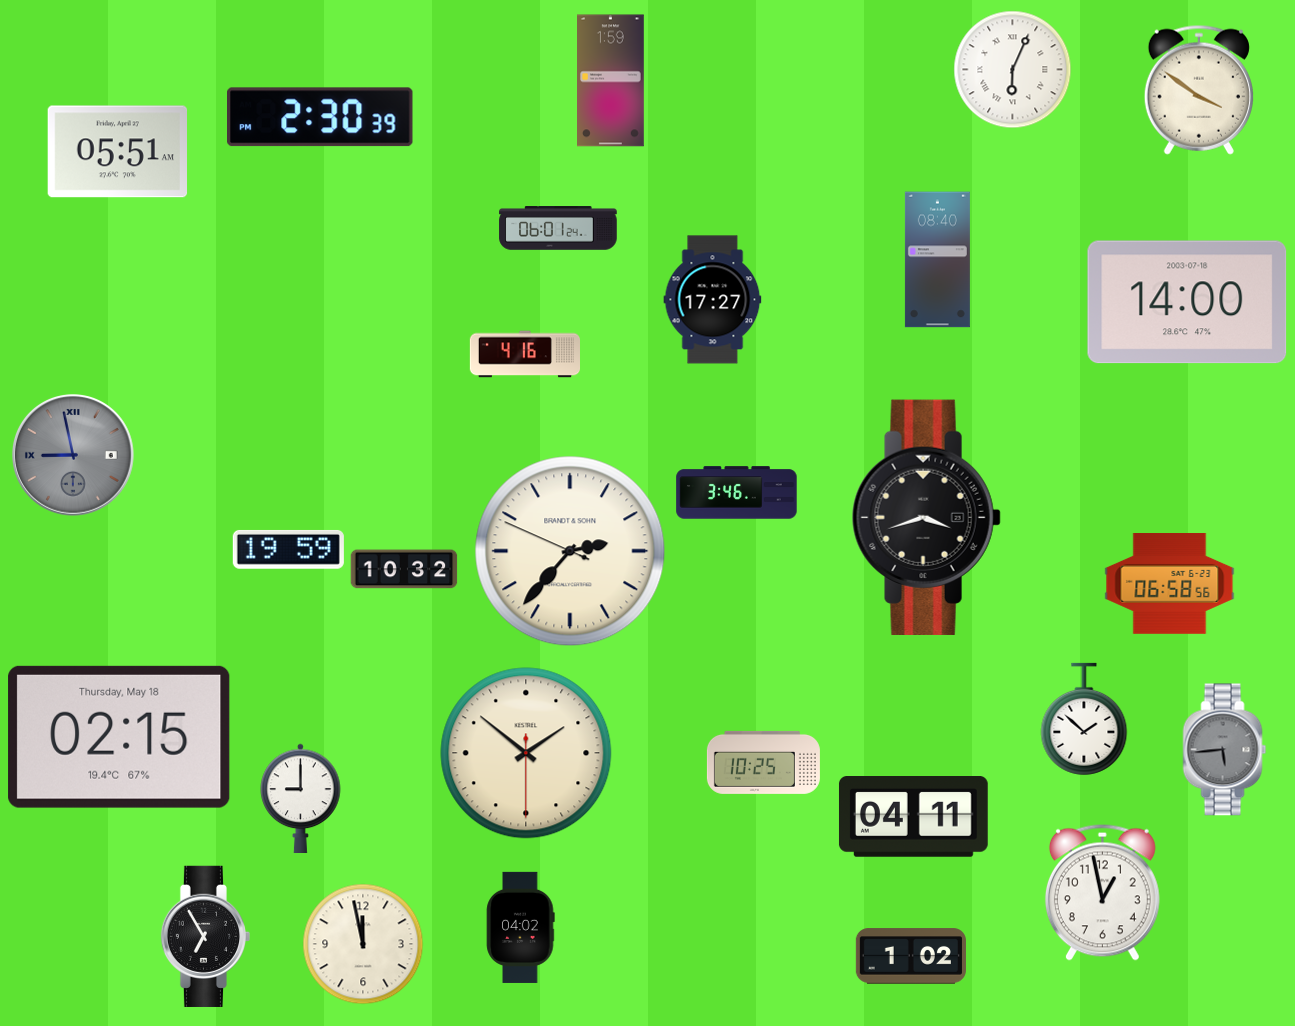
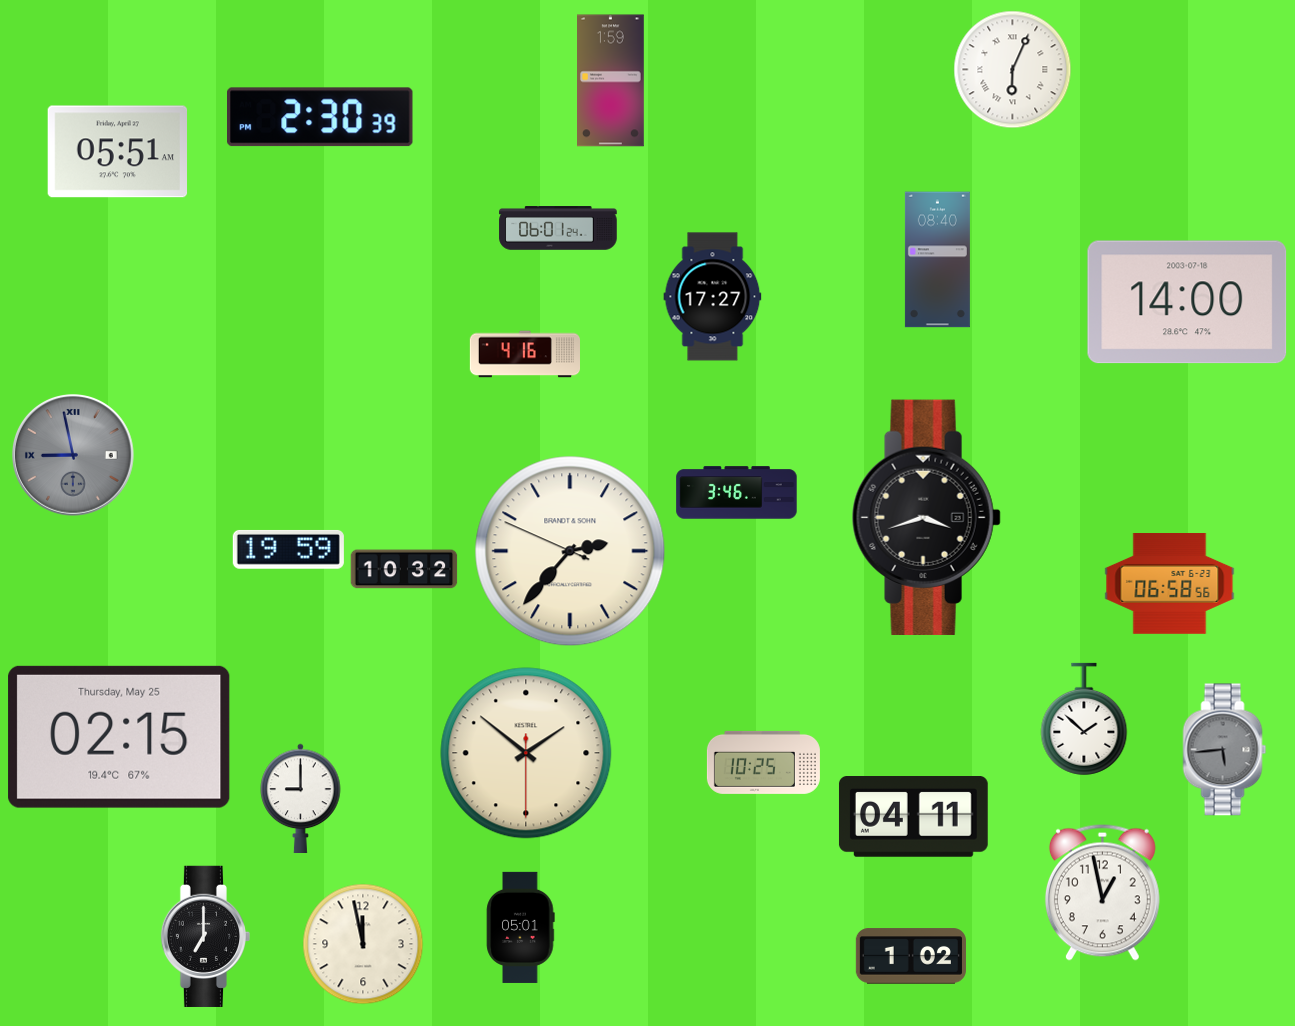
clock at (1199, 90): 3:51 -> none
clock at (713, 300) position: (713, 300) -> (713, 297)
clock at (119, 737) date: Thursday, May 18 -> Thursday, May 25
clock at (521, 927): 04:02 -> 05:01
clock at (205, 936): 6:55 -> 7:00
